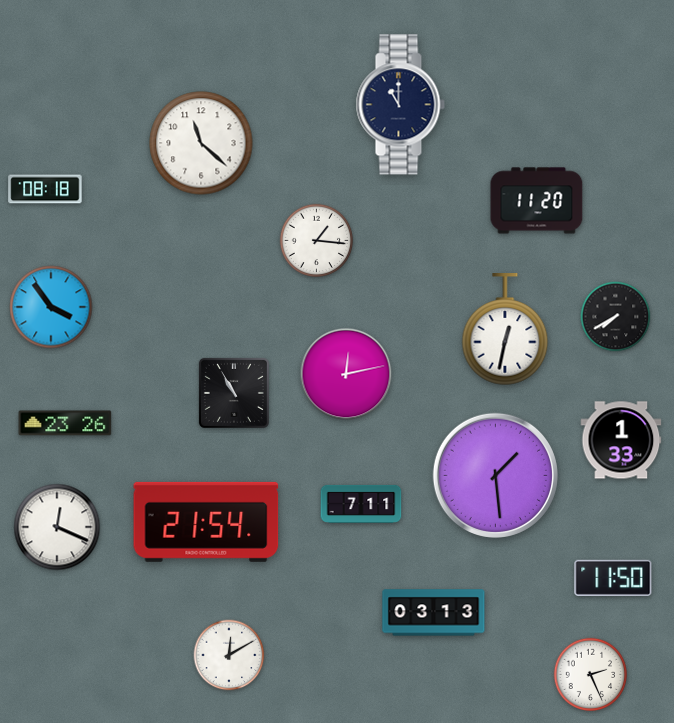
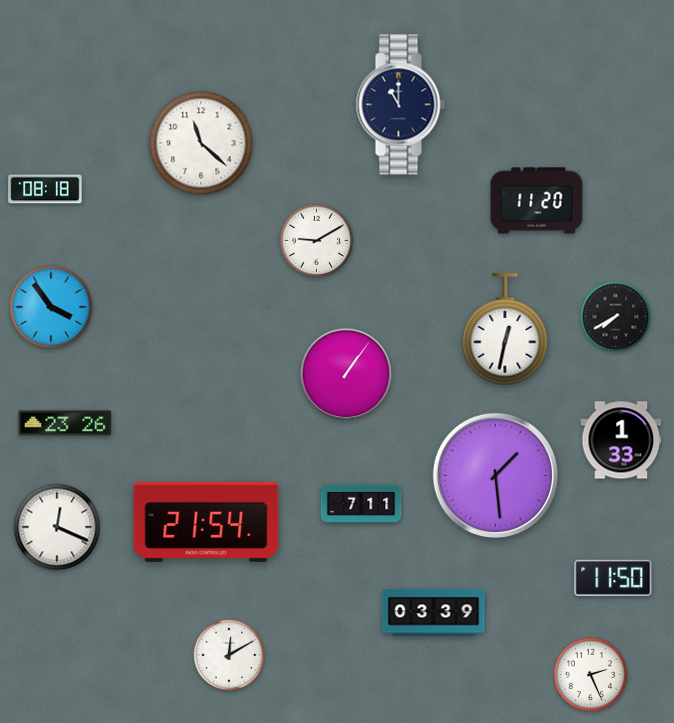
clock at (317, 241): 1:16 -> 9:10
clock at (346, 374): 12:13 -> 1:06
clock at (234, 393): 10:55 -> none
clock at (434, 613): 03:13 -> 03:39
